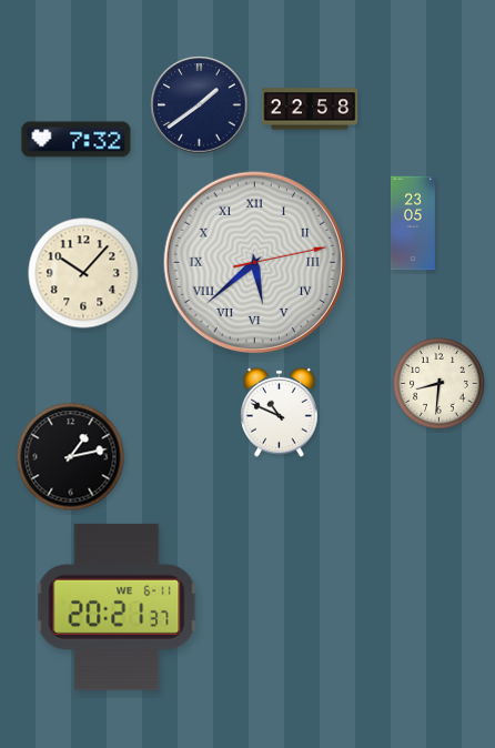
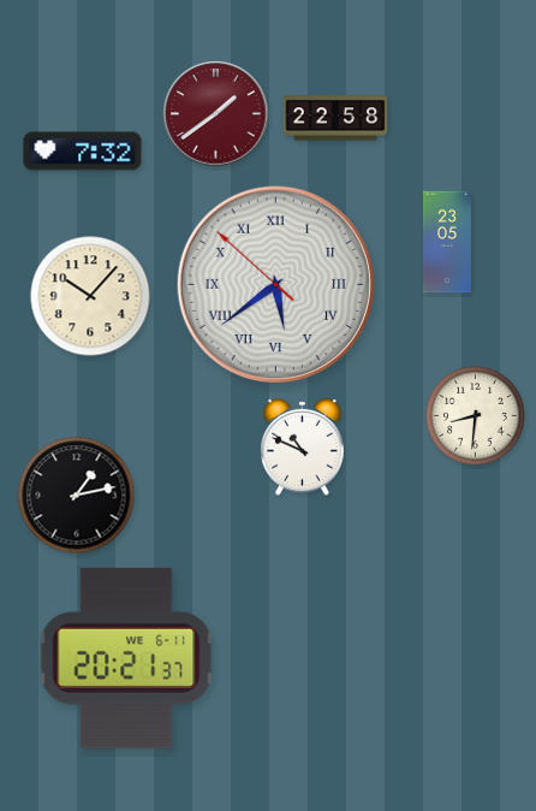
clock at (200, 105) dial: navy -> burgundy
clock at (254, 262): 5:38:13 -> 5:38:52
